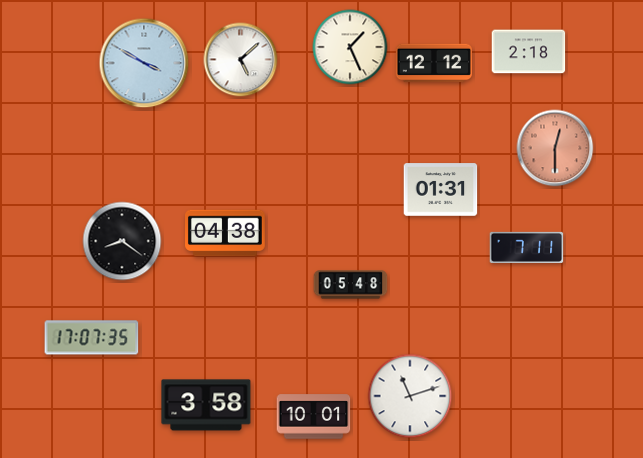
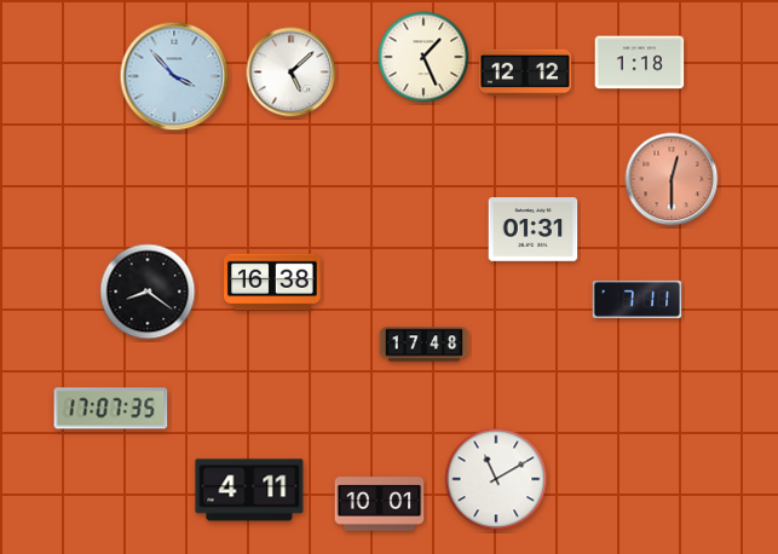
clock at (529, 52): 2:18 -> 1:18
clock at (144, 63): 3:50 -> 3:53
clock at (434, 63) position: (434, 63) -> (525, 73)
clock at (226, 233): 04:38 -> 16:38
clock at (351, 285): 05:48 -> 17:48
clock at (410, 396): 11:12 -> 11:10
clock at (206, 405): 3:58 -> 4:11
